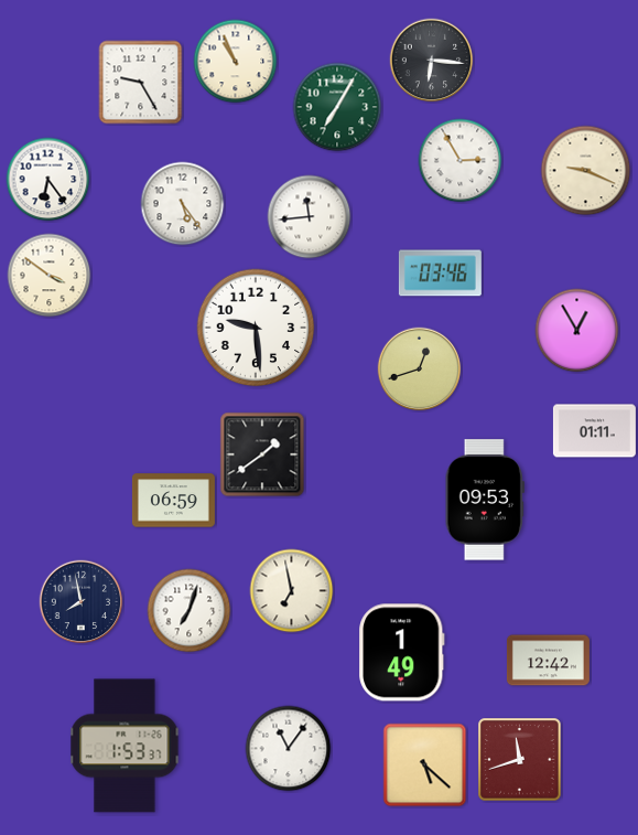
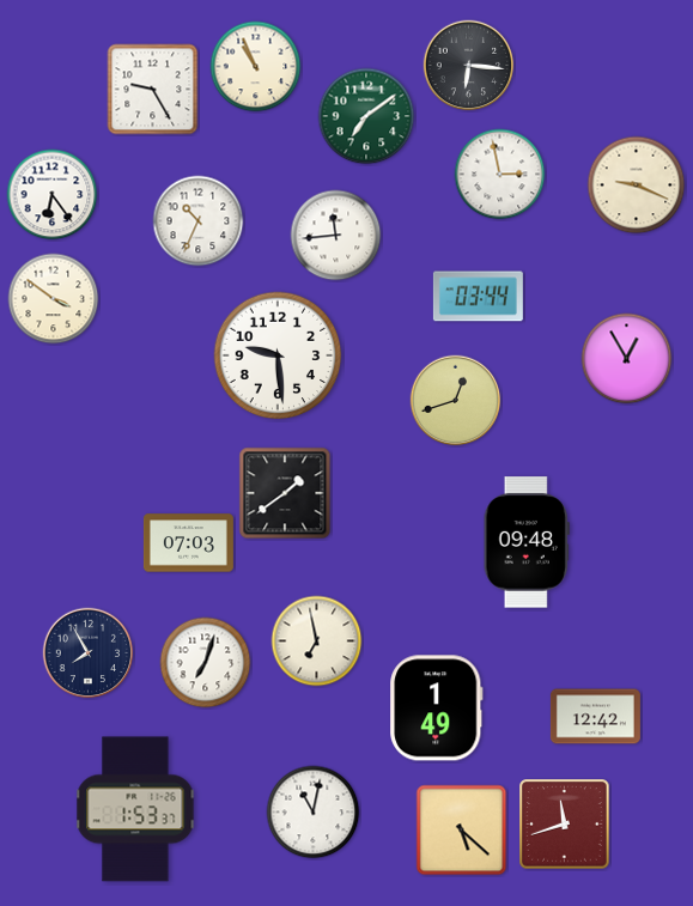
clock at (337, 107): 7:05 -> 7:09
clock at (461, 161): 2:55 -> 2:58
clock at (183, 204): 5:24 -> 10:34
clock at (440, 274): 03:46 -> 03:44
clock at (594, 431): 01:11 -> none
clock at (485, 500): 09:53 -> 09:48
clock at (173, 501): 06:59 -> 07:03
clock at (82, 602): 7:58 -> 7:55
clock at (289, 749): 11:06 -> 11:02
